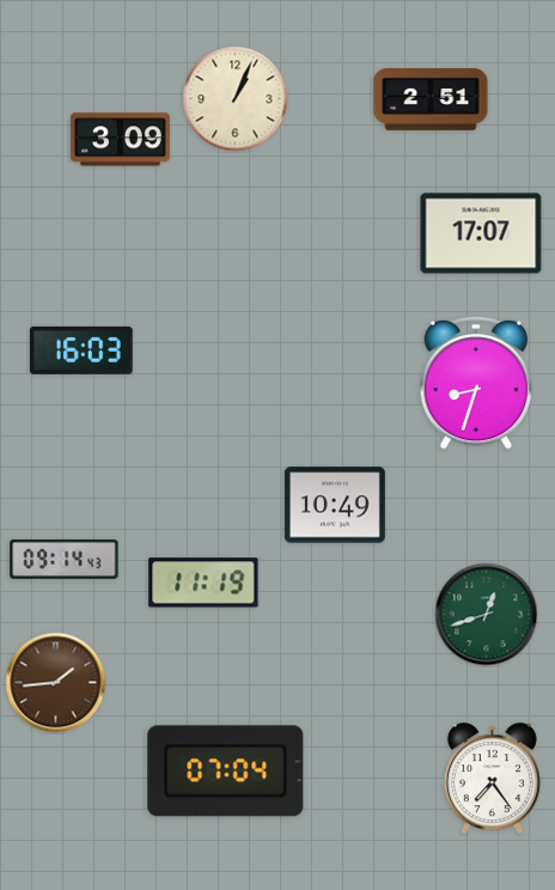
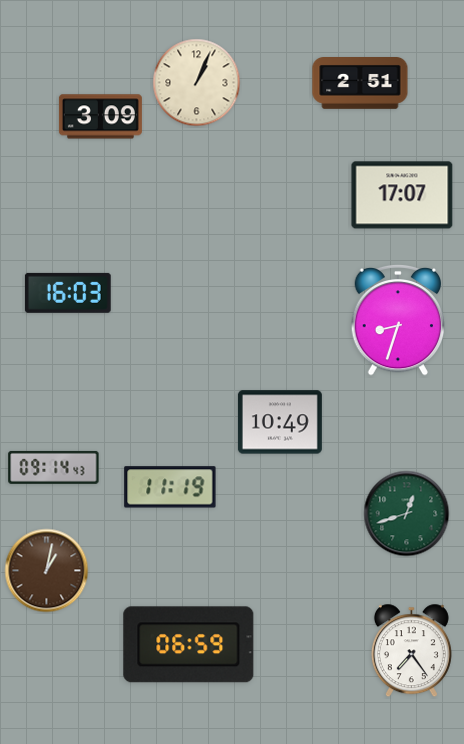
clock at (56, 683): 1:44 -> 1:02
clock at (226, 772): 07:04 -> 06:59
